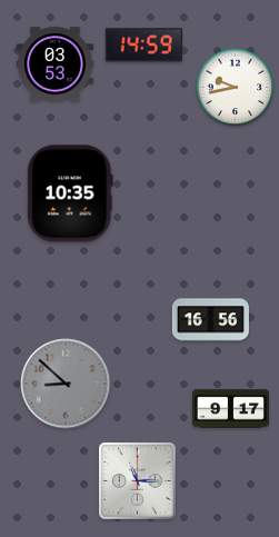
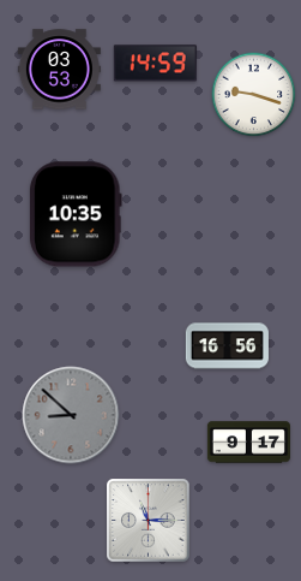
clock at (143, 46) position: (143, 46) -> (155, 64)
clock at (236, 88): 9:43 -> 9:18
clock at (71, 193) position: (71, 193) -> (77, 214)
